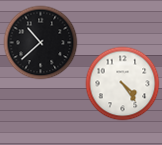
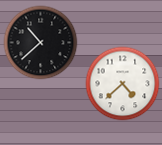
clock at (123, 84): 4:24 -> 4:38
